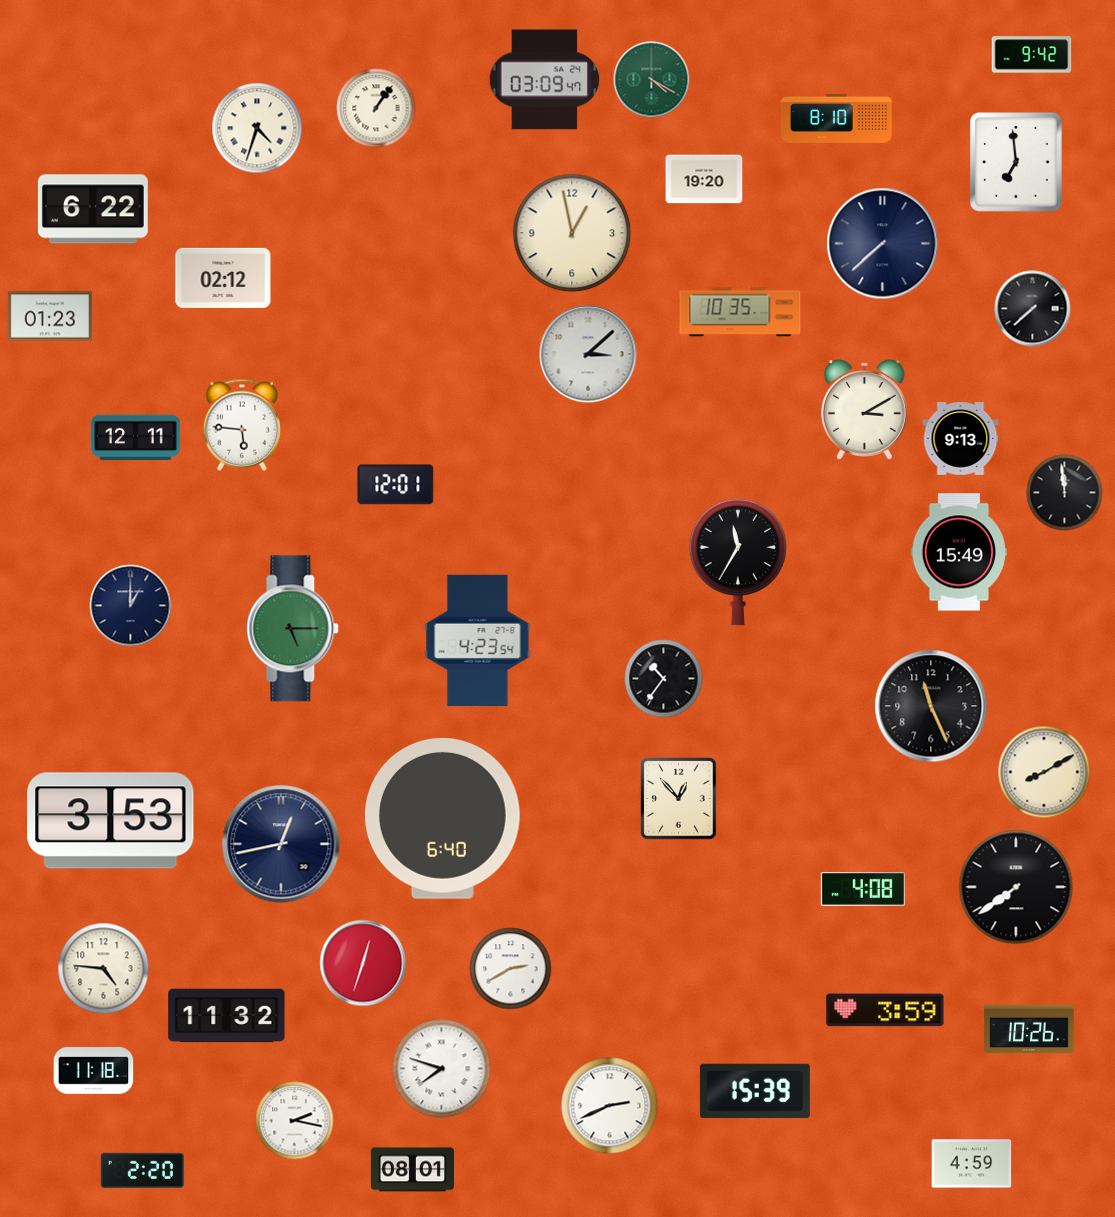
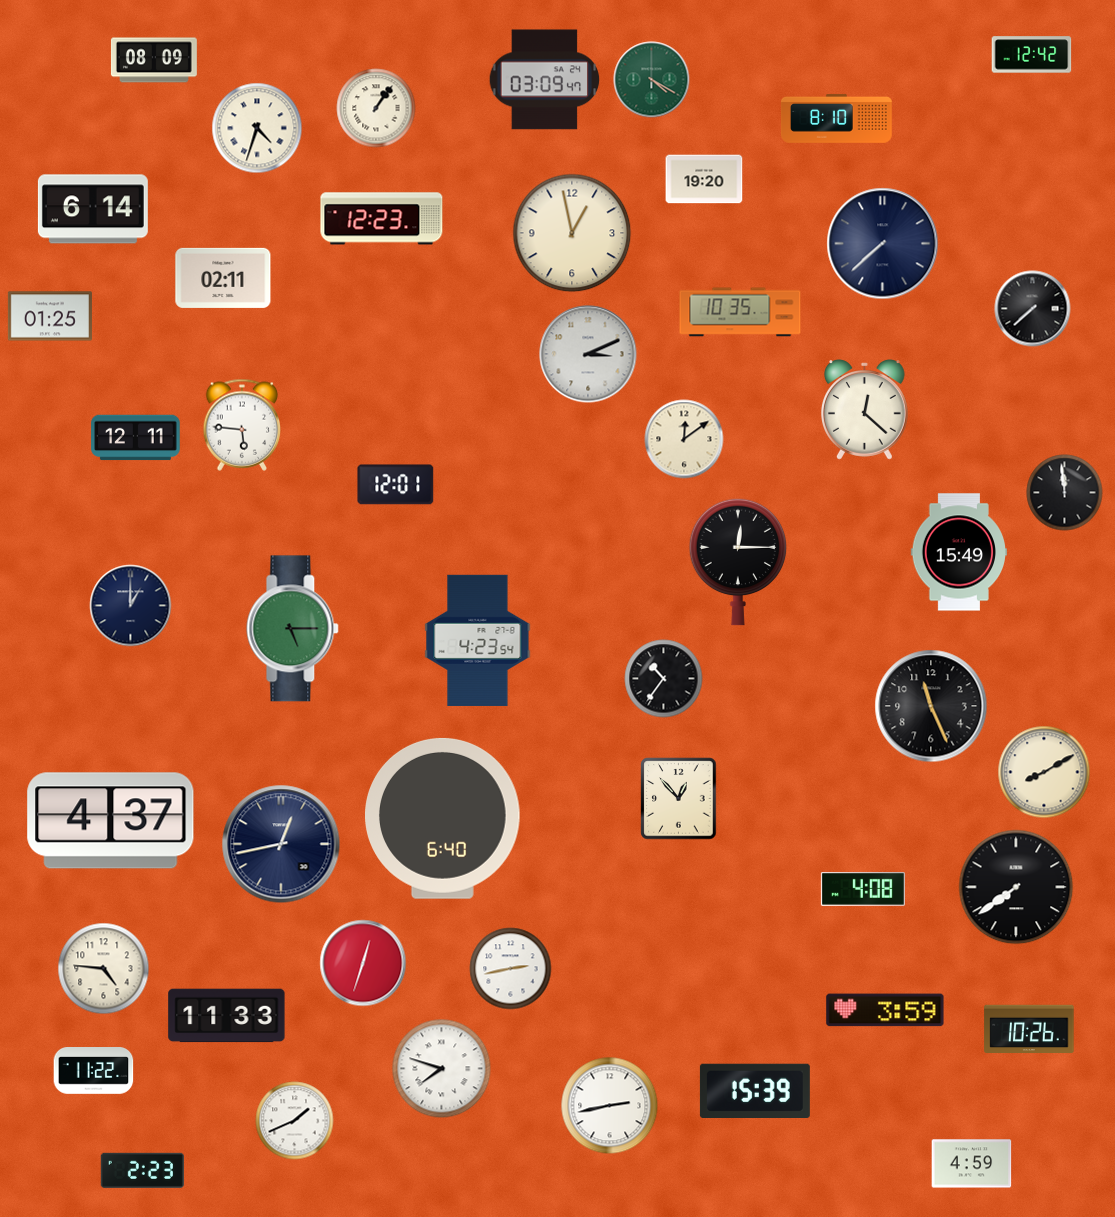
clock at (1032, 55): 9:42 -> 12:42
clock at (154, 60): none -> 08:09
clock at (1016, 162): 6:59 -> none
clock at (93, 209): 6:22 -> 6:14
clock at (382, 219): none -> 12:23
clock at (223, 278): 02:12 -> 02:11
clock at (50, 316): 01:23 -> 01:25
clock at (588, 354): 3:08 -> 3:11
clock at (865, 410): 3:10 -> 12:22
clock at (684, 439): none -> 12:09
clock at (961, 439): 9:13 -> none
clock at (738, 562): 11:35 -> 12:15
clock at (111, 821): 3:53 -> 4:37
clock at (511, 969): 2:40 -> 2:43
clock at (227, 1016): 11:32 -> 11:33
clock at (94, 1071): 11:18 -> 11:22
clock at (610, 1106): 2:41 -> 2:43
clock at (295, 1121): 2:17 -> 1:41
clock at (142, 1170): 2:20 -> 2:23
clock at (412, 1170): 08:01 -> none
